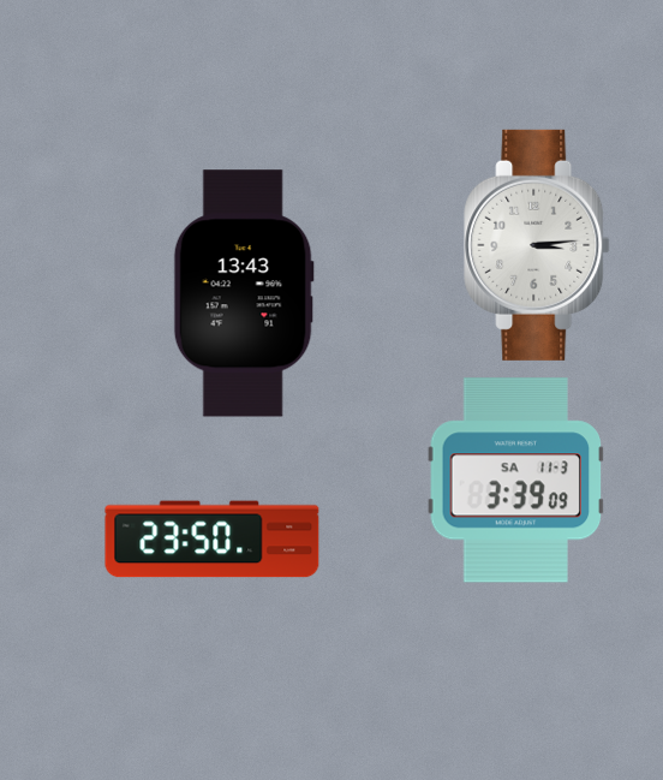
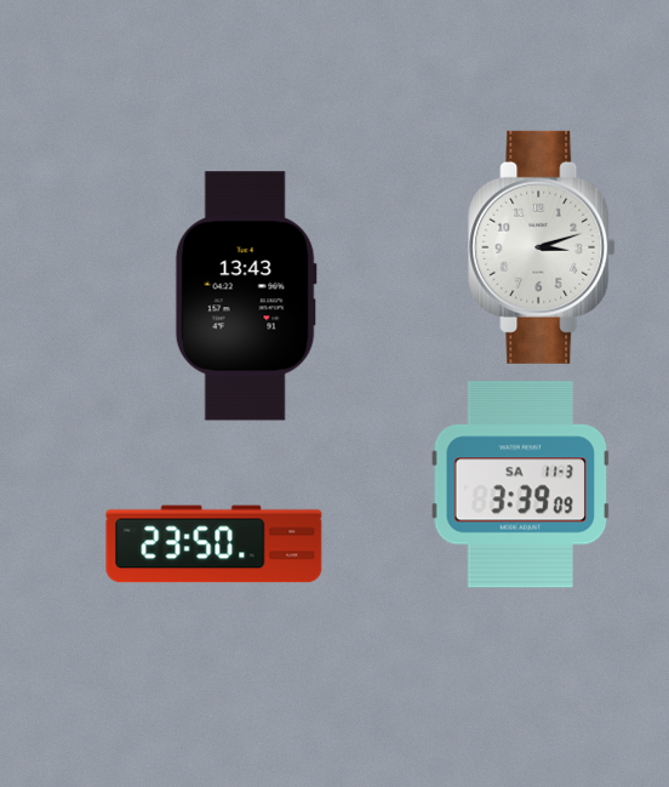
clock at (537, 245): 3:14 -> 3:12
